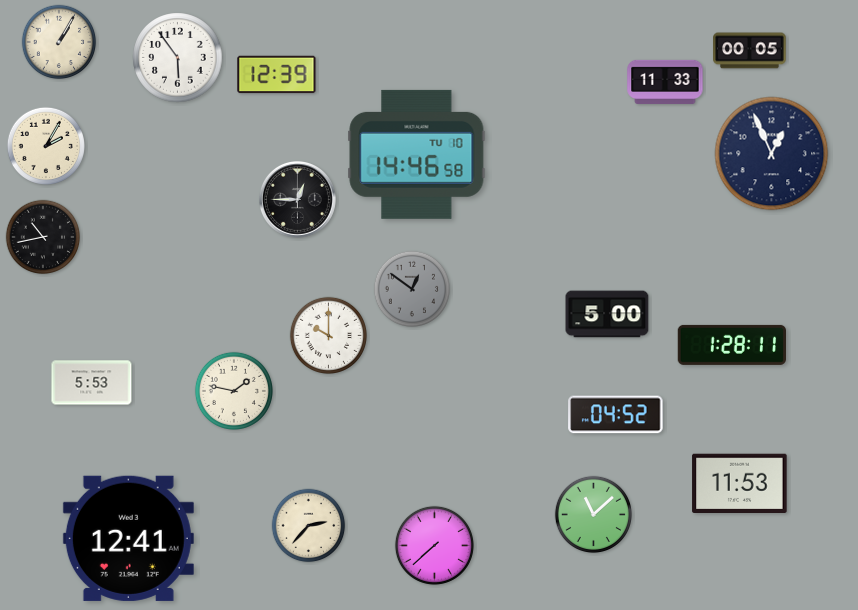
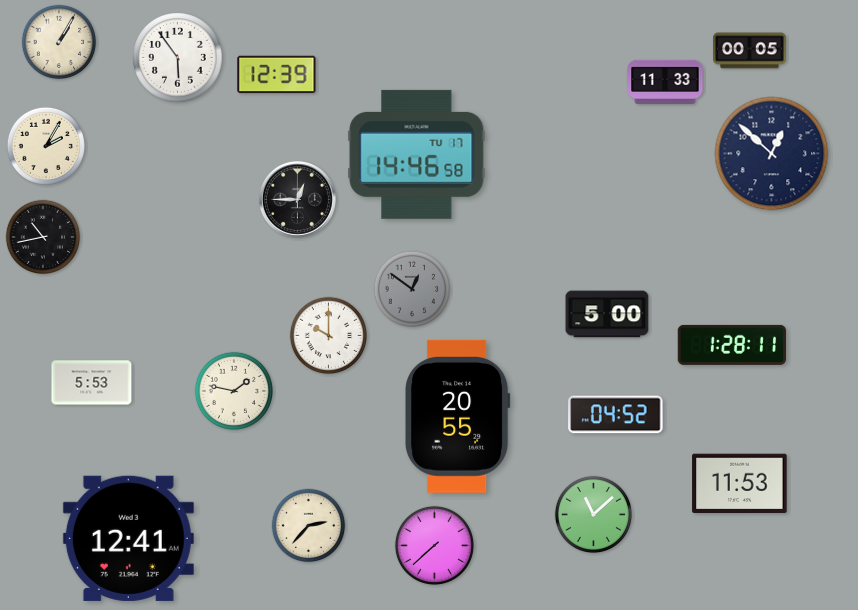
clock at (417, 154) date: TU 10 -> TU 17
clock at (772, 154): 12:56 -> 12:52
clock at (458, 416): none -> 20:55
